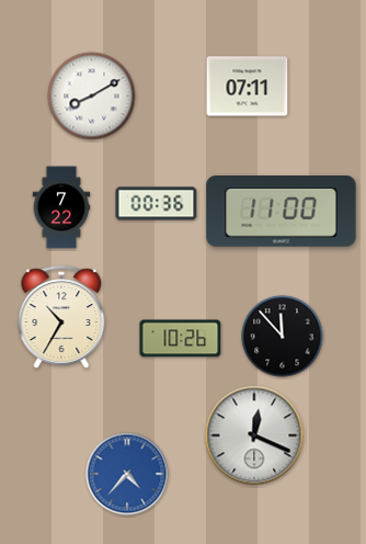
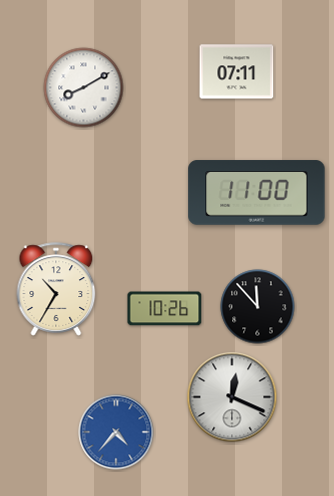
clock at (248, 87) position: (248, 87) -> (237, 72)
clock at (157, 204): 00:36 -> none
clock at (61, 207): 7:22 -> none
